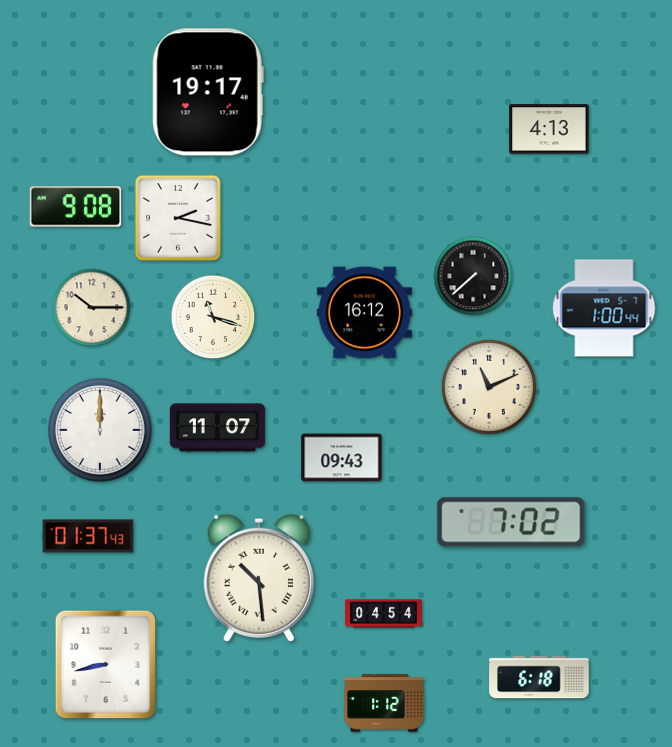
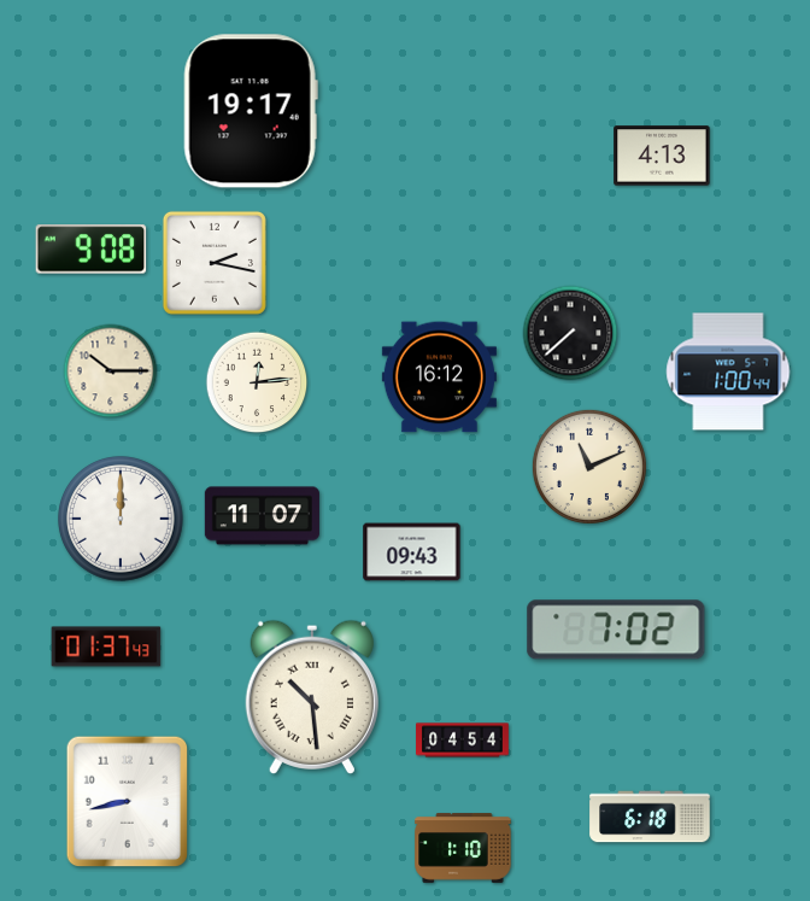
clock at (213, 317): 11:18 -> 12:14
clock at (384, 703): 1:12 -> 1:10
